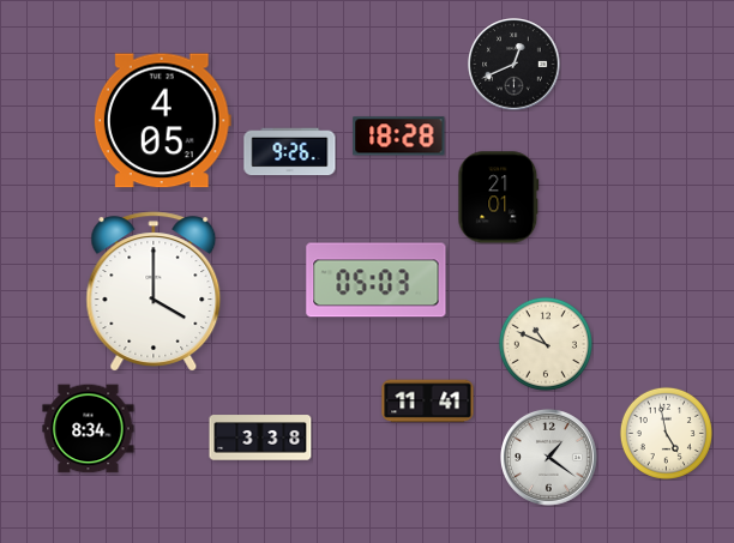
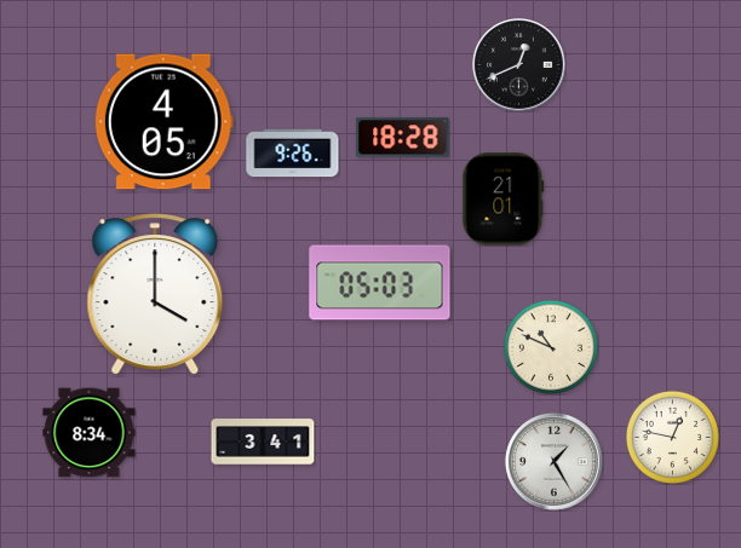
clock at (428, 402): 11:41 -> none
clock at (666, 433): 4:58 -> 12:47
clock at (260, 438): 3:38 -> 3:41
clock at (548, 457): 1:21 -> 1:25
